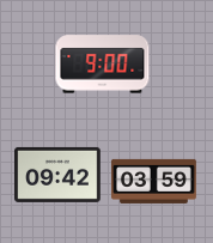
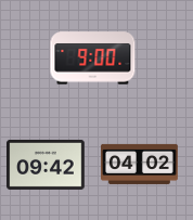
clock at (57, 175) position: (57, 175) -> (46, 165)
clock at (154, 181): 03:59 -> 04:02
